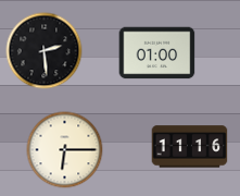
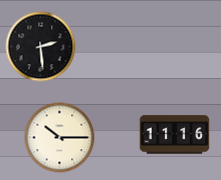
clock at (157, 53): 01:00 -> none
clock at (65, 150): 6:15 -> 10:15
